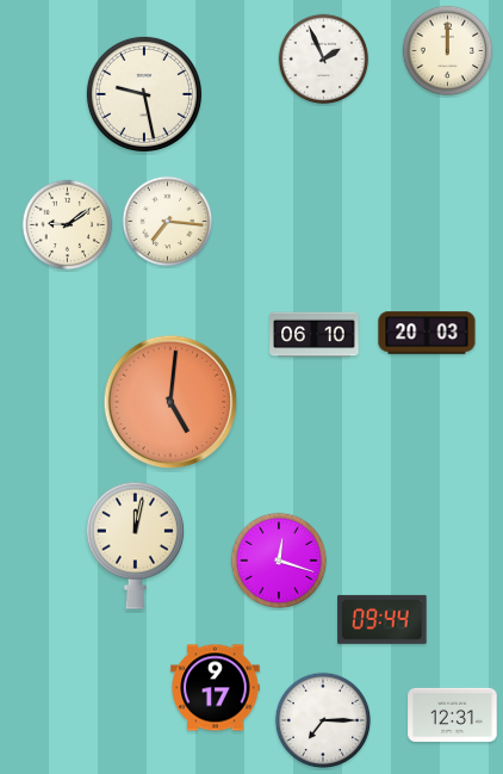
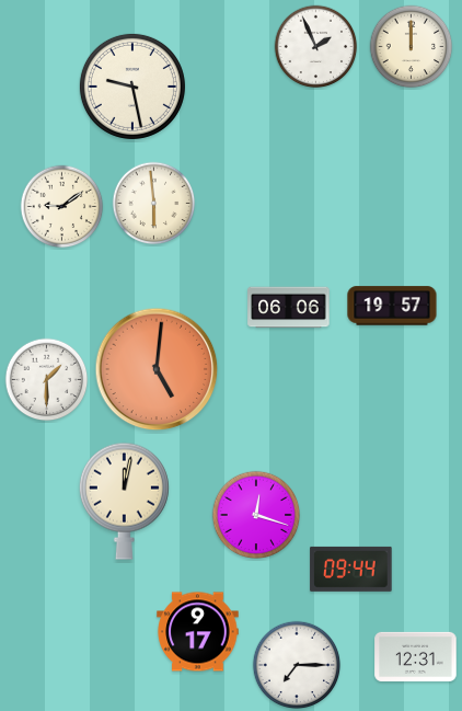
clock at (324, 60) position: (324, 60) -> (316, 47)
clock at (168, 222): 7:16 -> 5:59
clock at (427, 333): 20:03 -> 19:57
clock at (315, 335): 06:10 -> 06:06
clock at (47, 380): none -> 1:30
clock at (323, 720) position: (323, 720) -> (297, 665)
